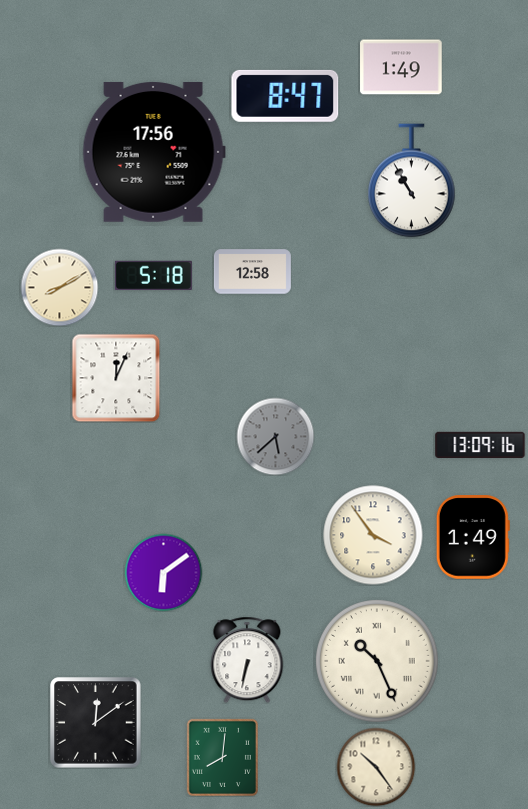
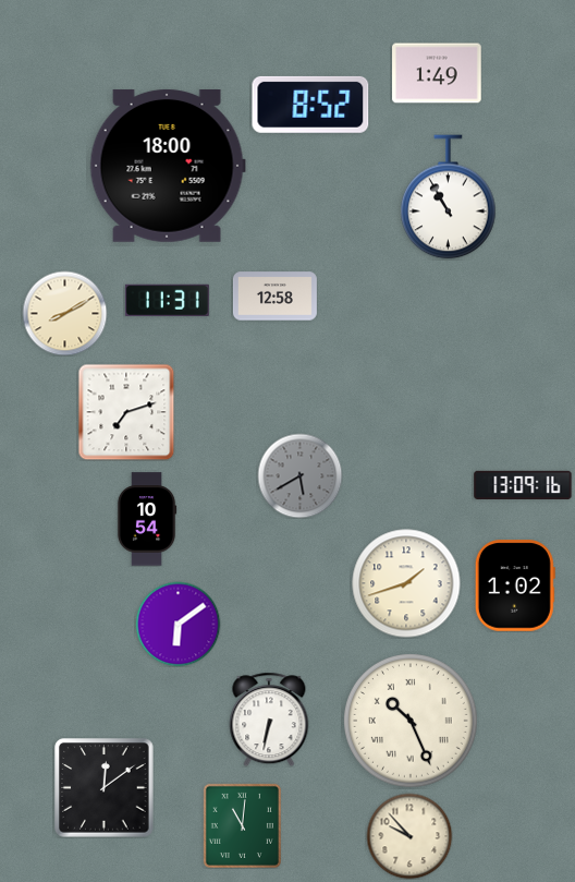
clock at (285, 96): 8:47 -> 8:52
clock at (154, 152): 17:56 -> 18:00
clock at (153, 275): 5:18 -> 11:31
clock at (116, 378): 12:04 -> 7:12
clock at (275, 436): 5:38 -> 5:40
clock at (147, 519): none -> 10:54
clock at (373, 535): 3:54 -> 1:42
clock at (473, 537): 1:49 -> 1:02
clock at (222, 757): 8:01 -> 11:01
clock at (376, 767): 10:24 -> 9:53
